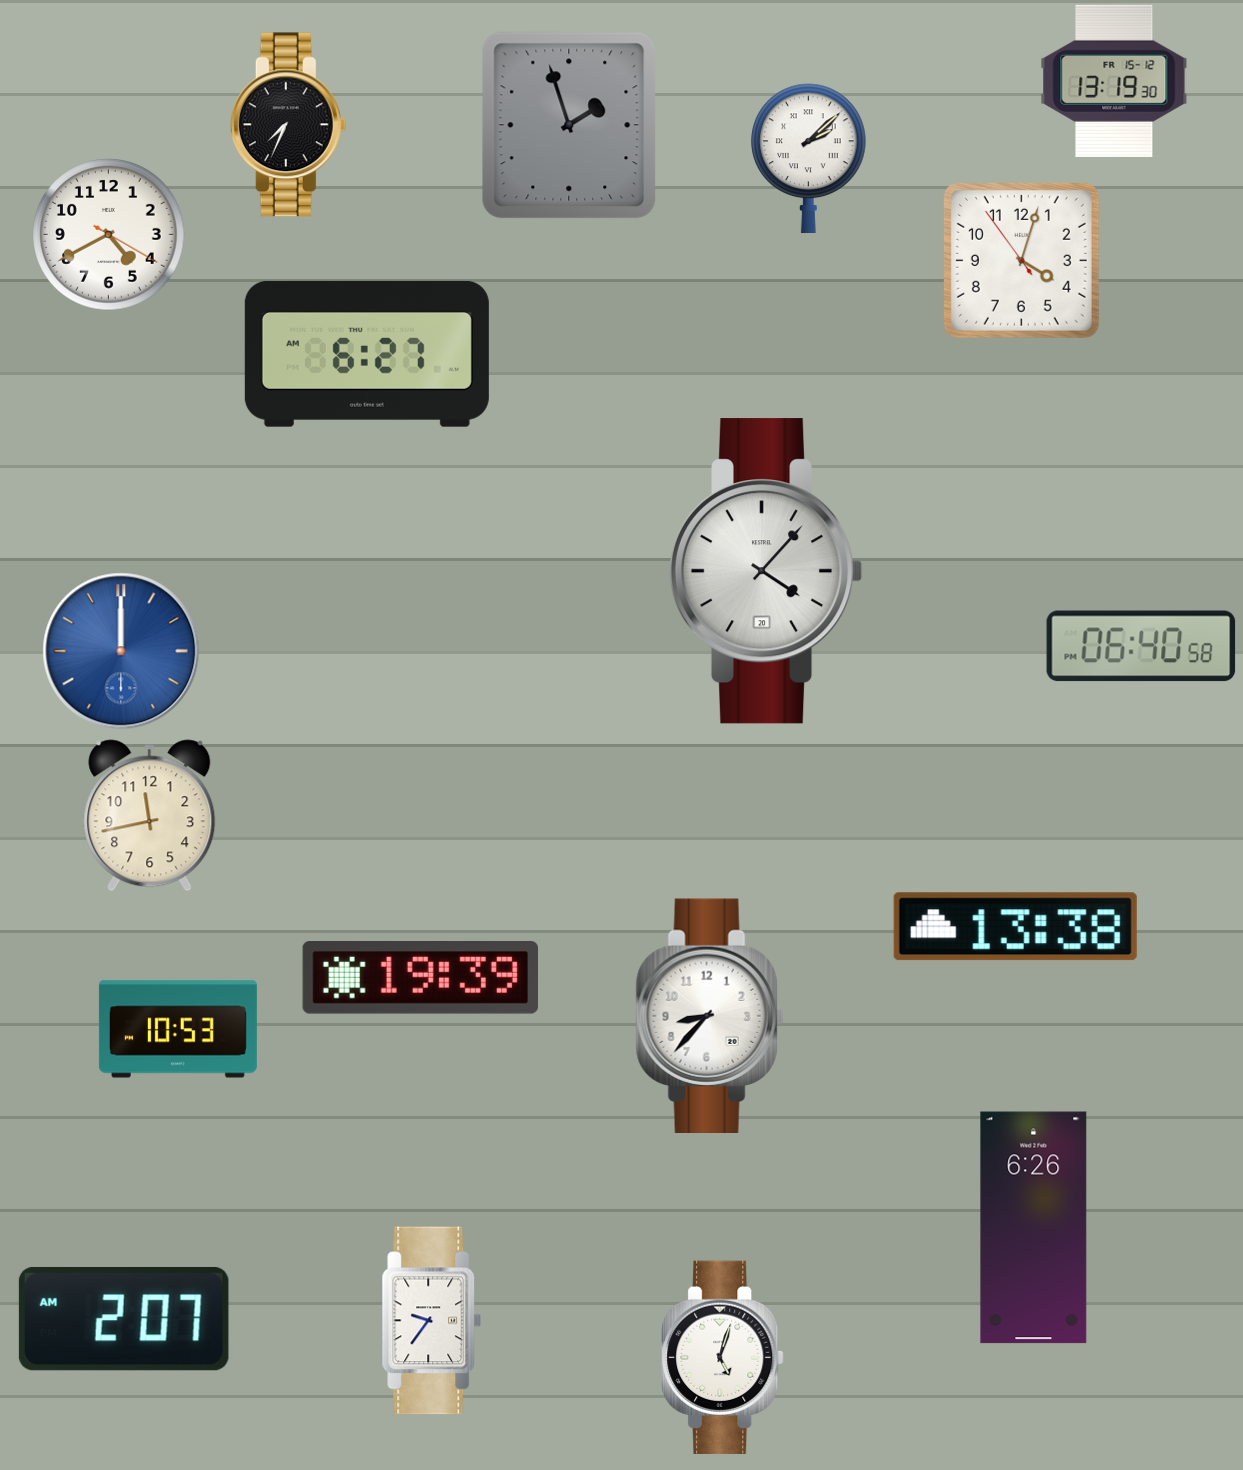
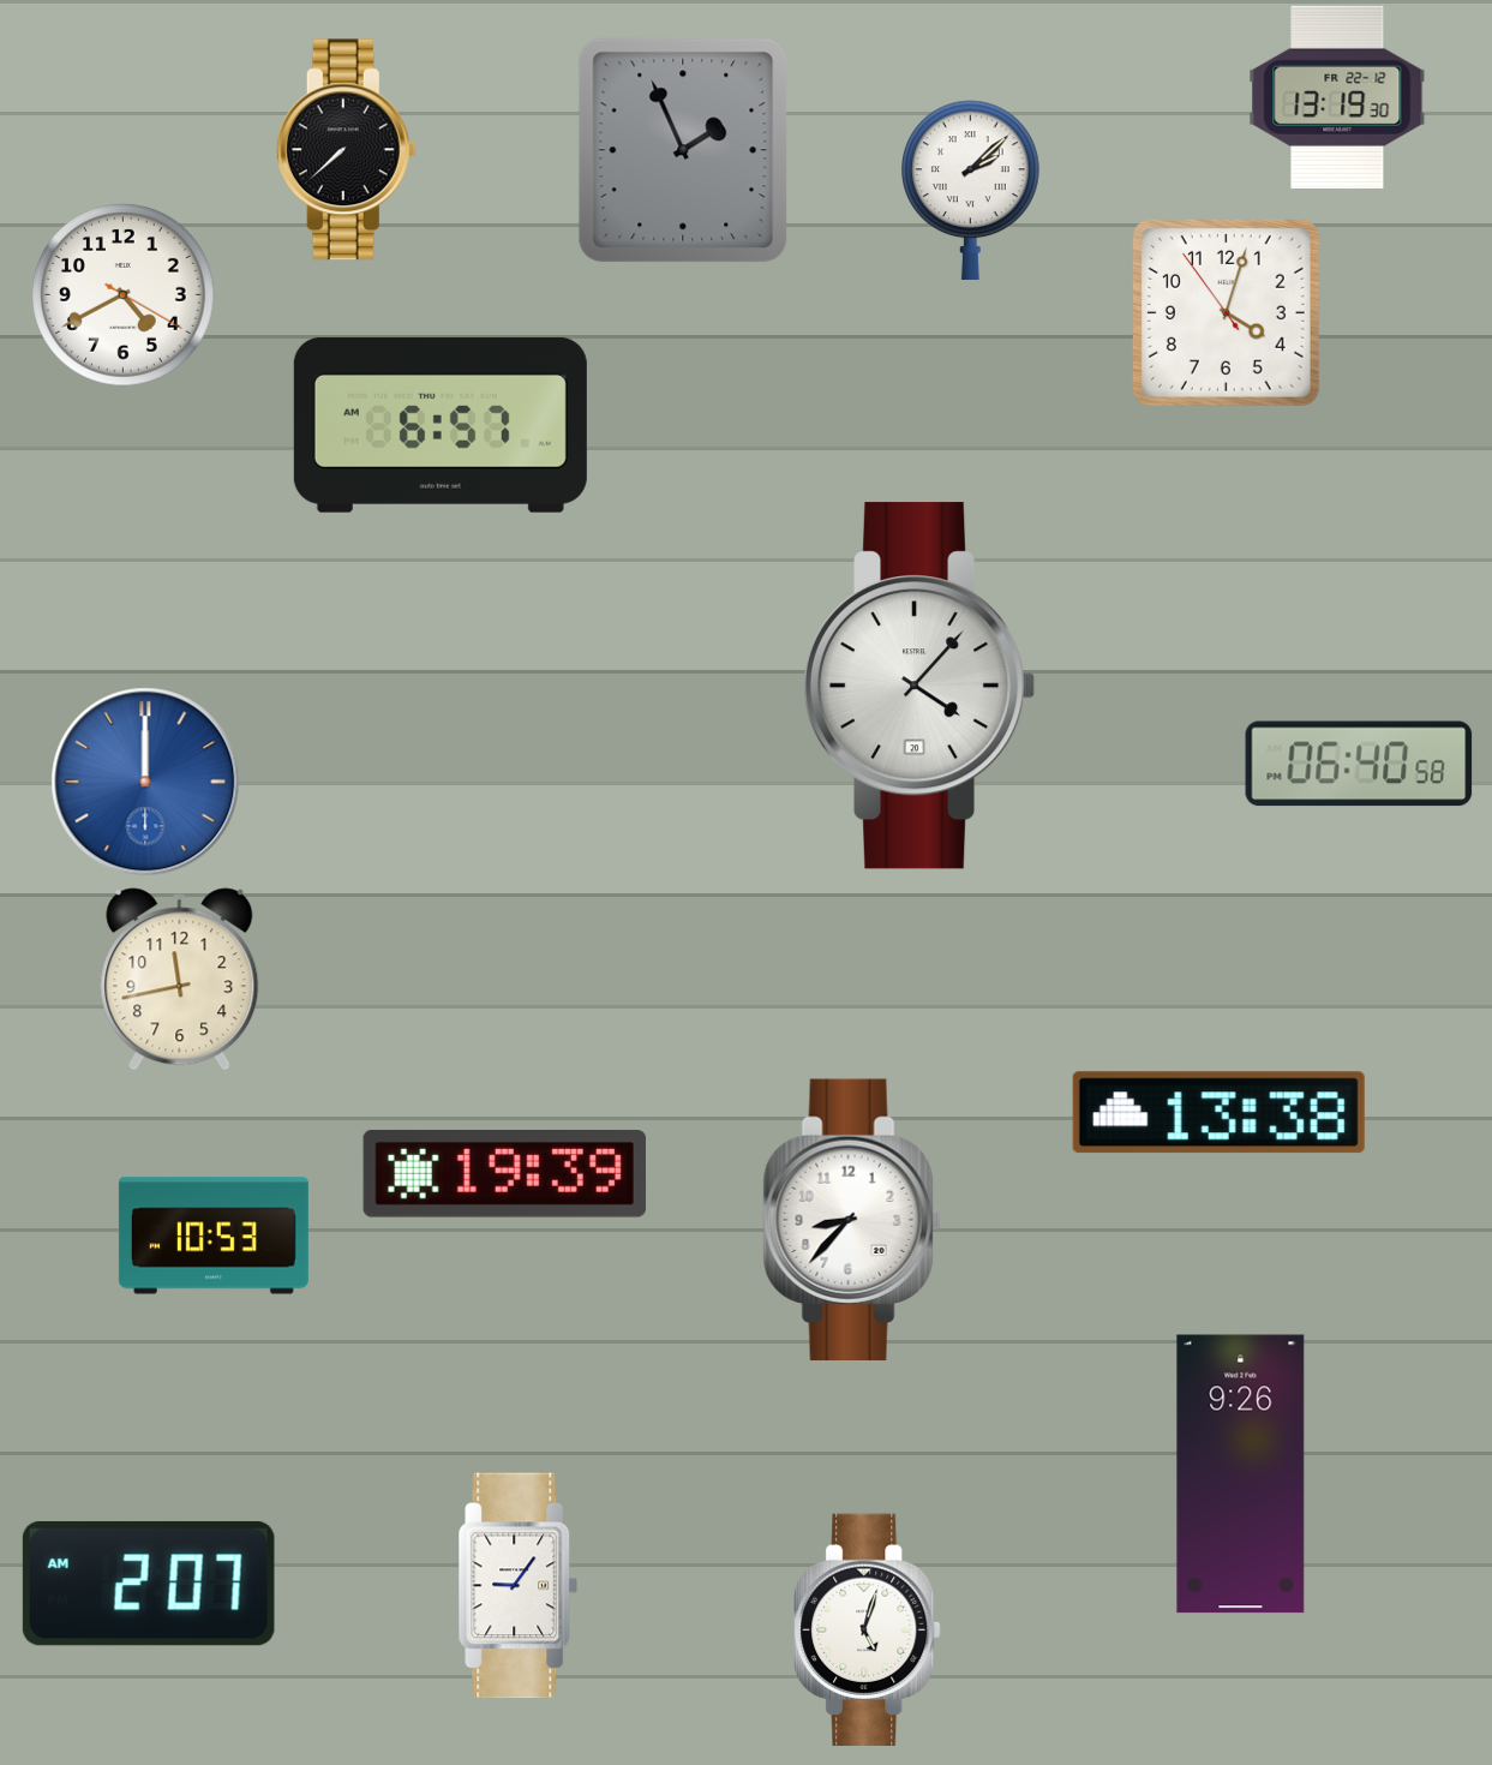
clock at (1114, 81) date: FR 15-12 -> FR 22-12
clock at (288, 125): 7:34 -> 7:38
clock at (569, 125): 1:57 -> 1:56
clock at (109, 235) position: (109, 235) -> (124, 295)
clock at (367, 354): 6:27 -> 6:57
clock at (1141, 646) position: (1141, 646) -> (1359, 764)
clock at (1034, 1228): 6:26 -> 9:26
clock at (432, 1321): 9:36 -> 9:06
